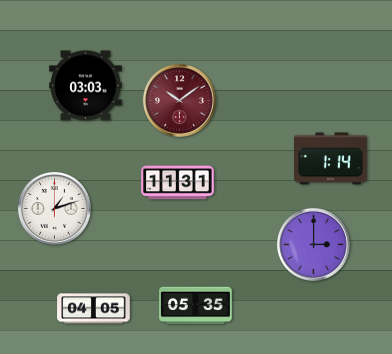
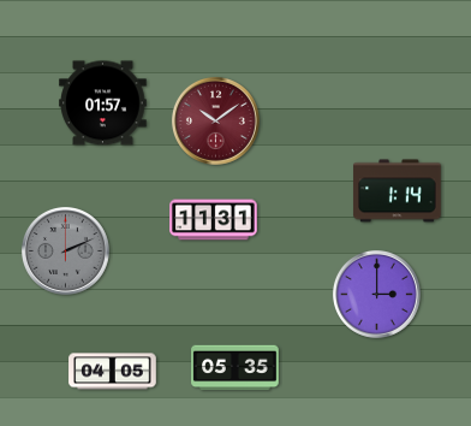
clock at (86, 86): 03:03 -> 01:57
clock at (54, 208): 1:12 -> 2:11
clock at (54, 208) dial: white -> grey
